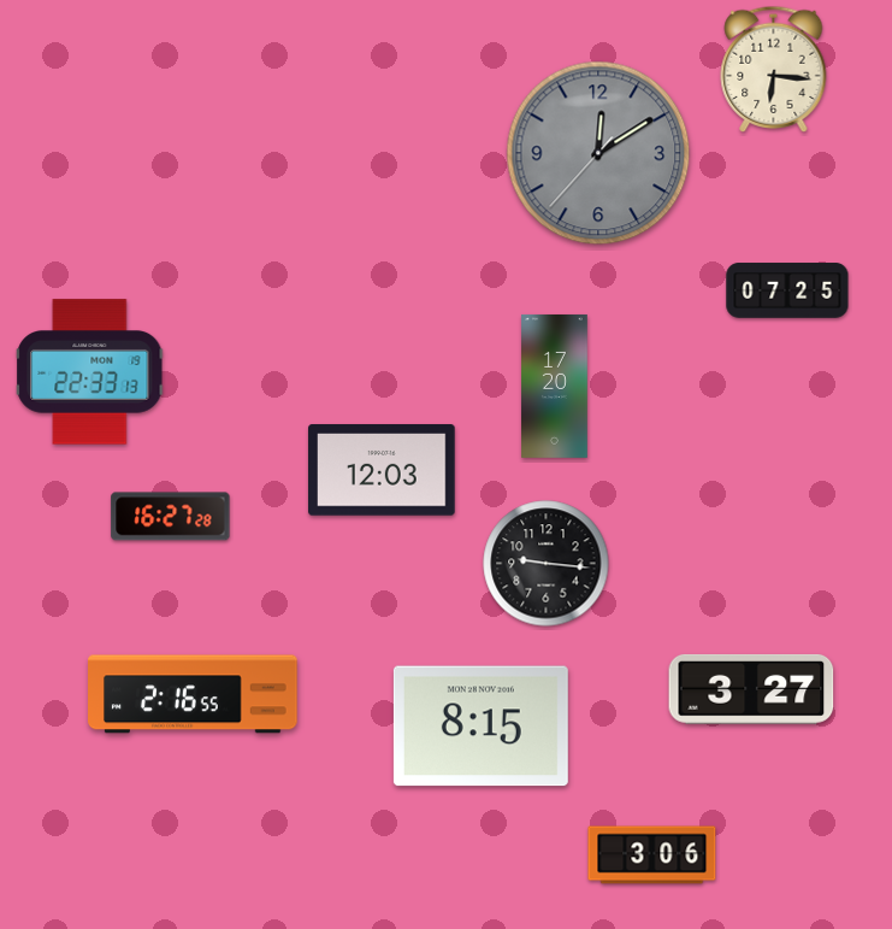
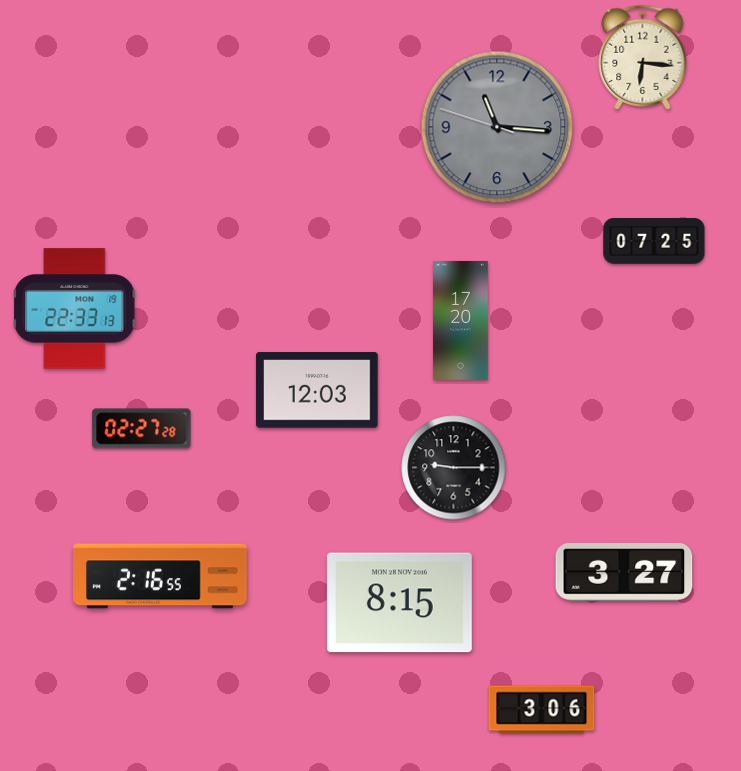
clock at (598, 153): 12:09 -> 11:15
clock at (171, 517): 16:27 -> 02:27
clock at (547, 564): 9:16 -> 9:15
